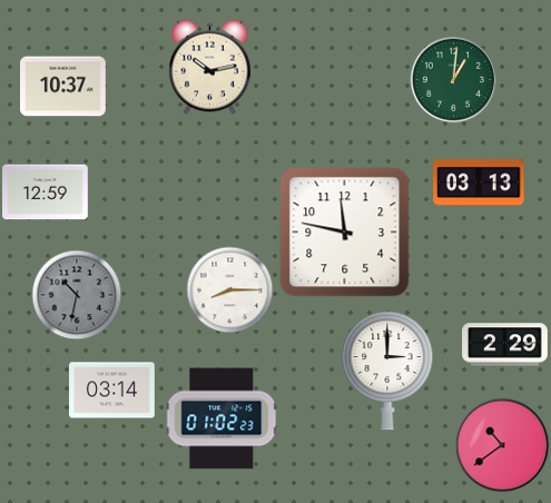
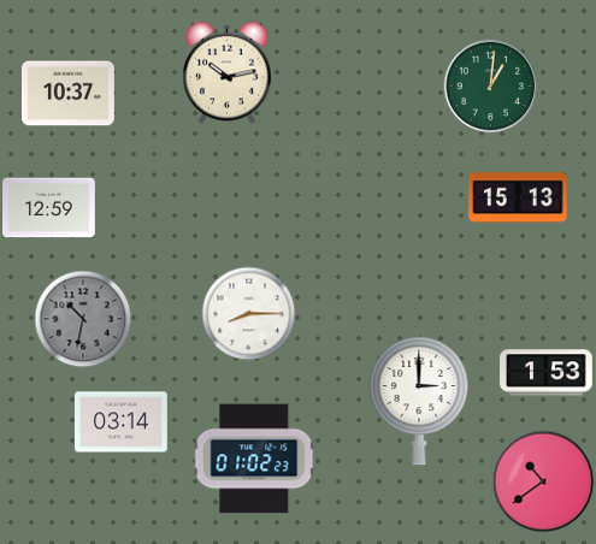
clock at (479, 183): 03:13 -> 15:13
clock at (345, 233): 11:47 -> none
clock at (505, 345): 2:29 -> 1:53
clock at (222, 418) position: (222, 418) -> (254, 459)
